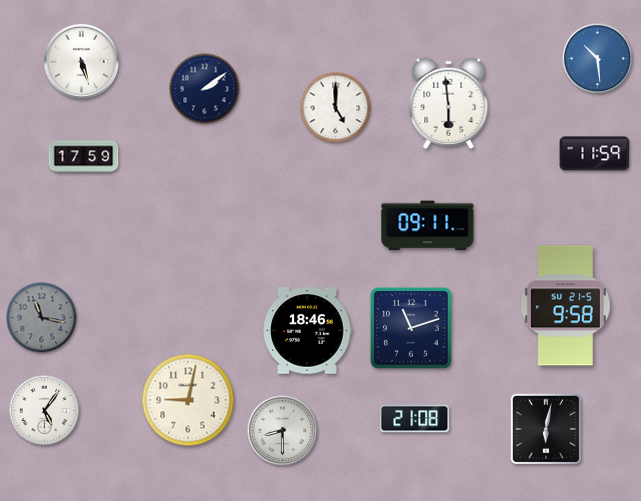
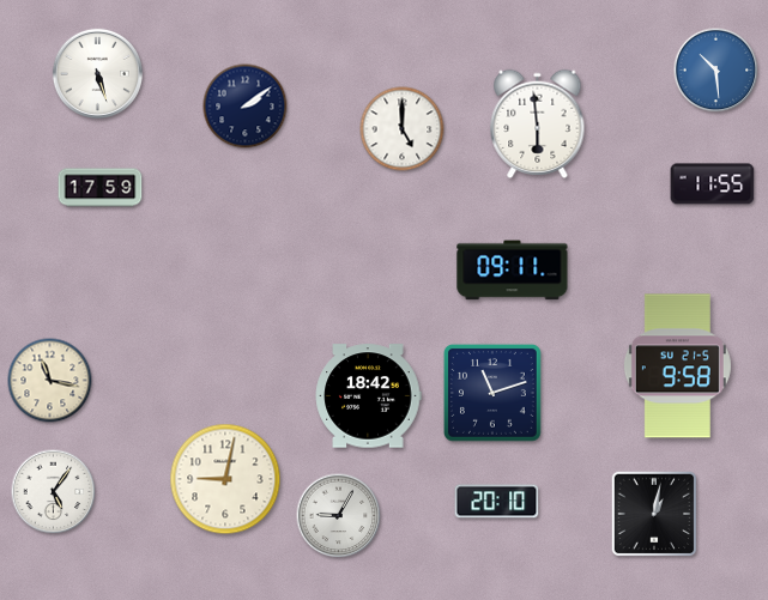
clock at (595, 154): 11:59 -> 11:55
clock at (42, 318) dial: grey -> cream
clock at (307, 331): 18:46 -> 18:42
clock at (415, 419): 21:08 -> 20:10
clock at (546, 429): 6:02 -> 1:02
clock at (283, 431): 8:30 -> 9:05
